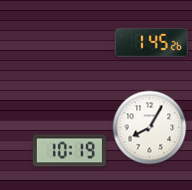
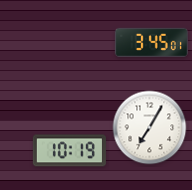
clock at (151, 42): 1:45 -> 3:45
clock at (150, 128): 8:05 -> 7:05
